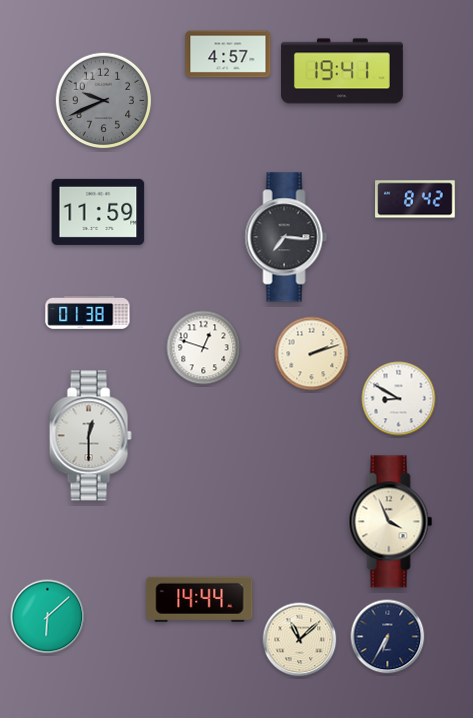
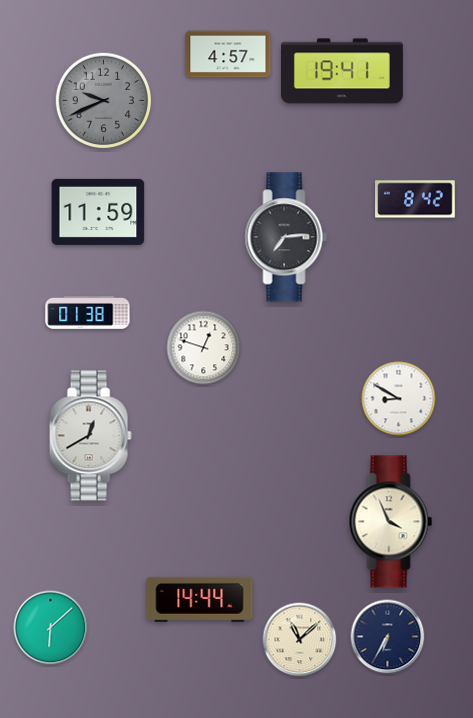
clock at (286, 237): 7:16 -> 7:14
clock at (312, 354): 2:12 -> none
clock at (90, 436): 12:30 -> 12:40
clock at (48, 617) position: (48, 617) -> (51, 628)
